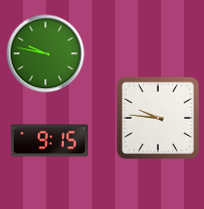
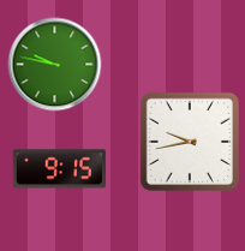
clock at (157, 117): 9:46 -> 9:43
